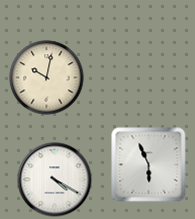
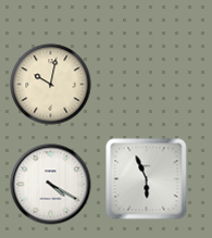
clock at (149, 165) position: (149, 165) -> (147, 179)
clock at (55, 180) position: (55, 180) -> (51, 185)
